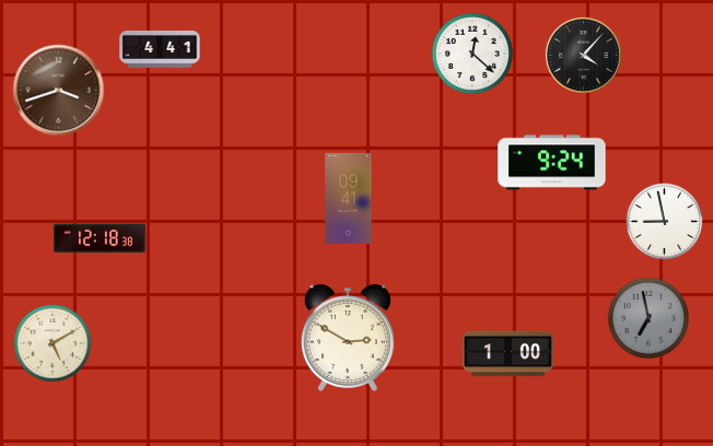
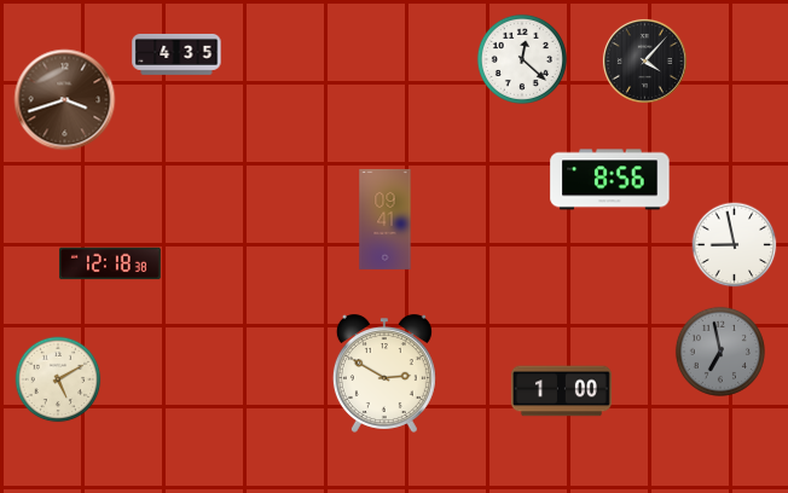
clock at (160, 49): 4:41 -> 4:35
clock at (552, 163): 9:24 -> 8:56
clock at (648, 318) position: (648, 318) -> (720, 352)
